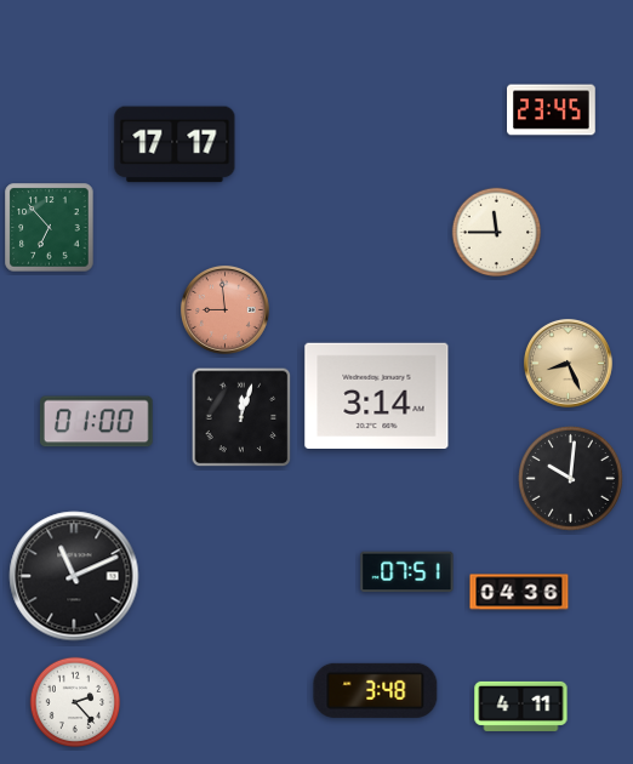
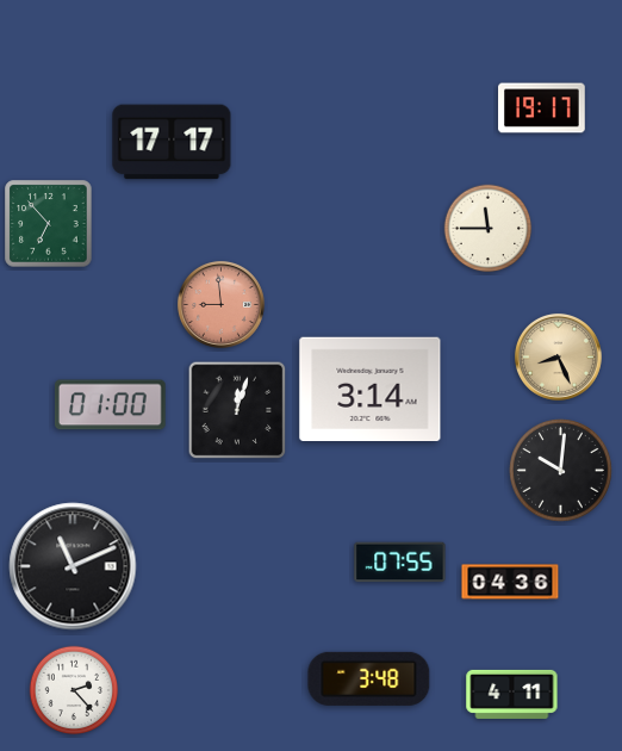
clock at (552, 110): 23:45 -> 19:17
clock at (96, 422) position: (96, 422) -> (110, 405)
clock at (407, 572): 07:51 -> 07:55
